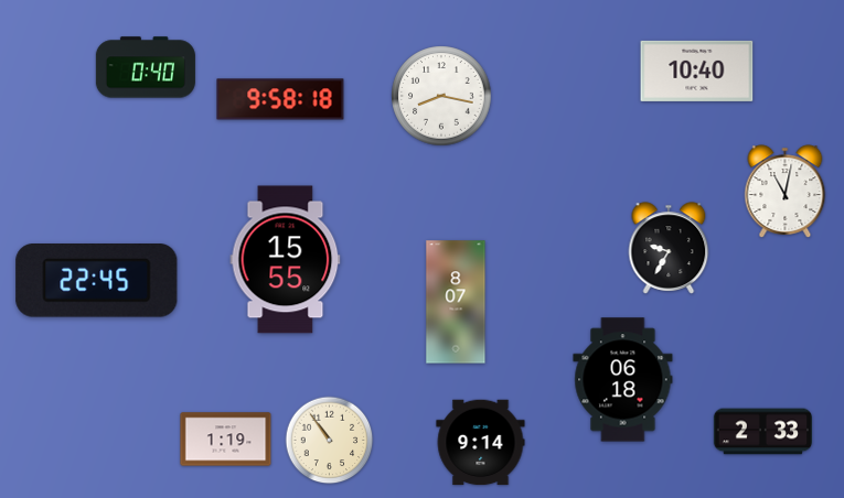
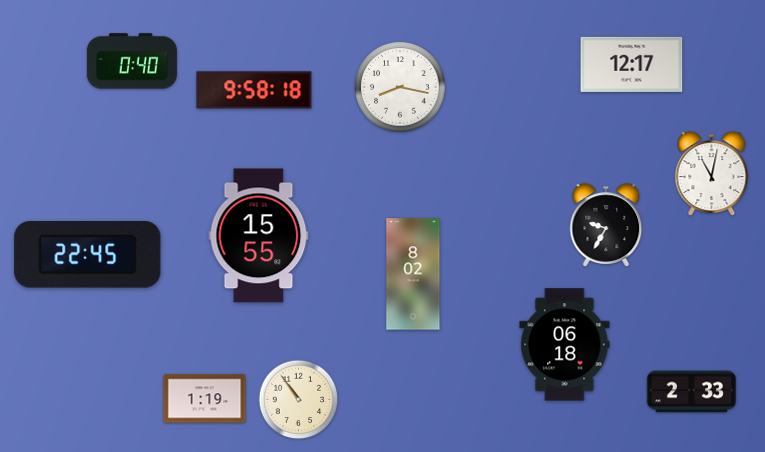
clock at (697, 71): 10:40 -> 12:17
clock at (456, 302): 8:07 -> 8:02
clock at (481, 443): 9:14 -> none
